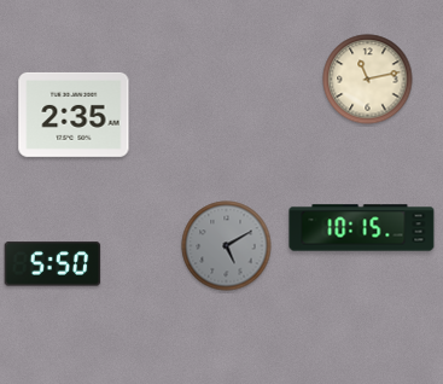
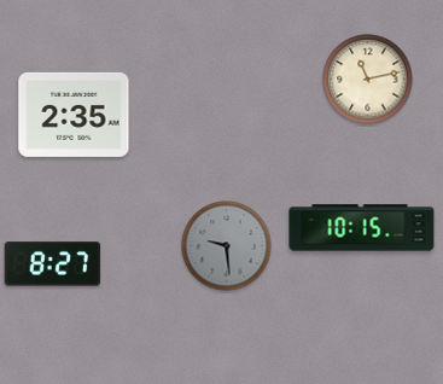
clock at (227, 246): 5:10 -> 9:29
clock at (53, 264): 5:50 -> 8:27
